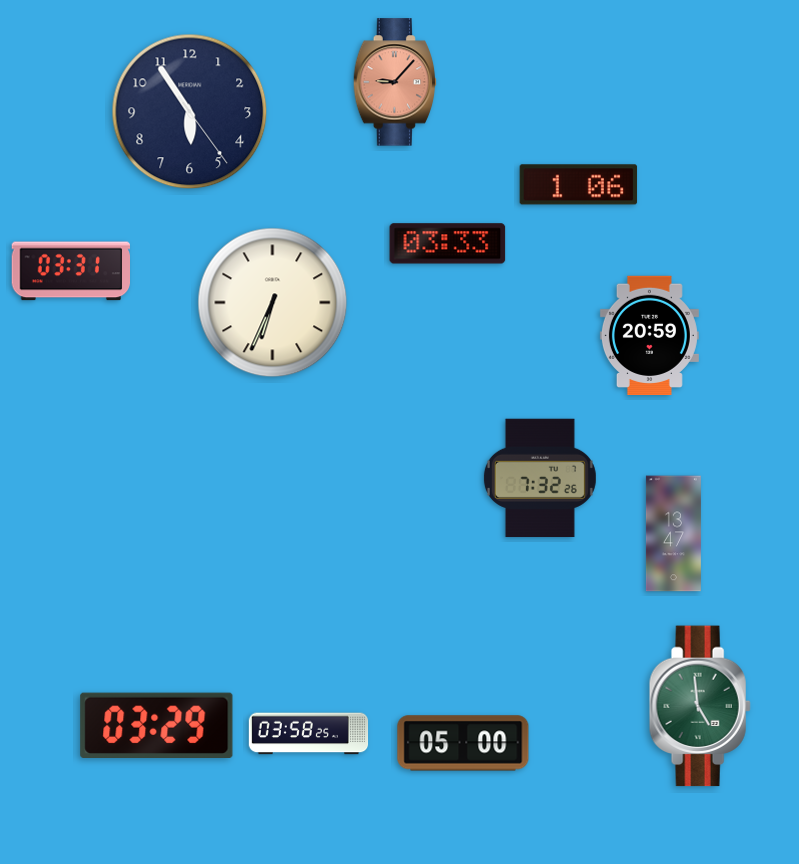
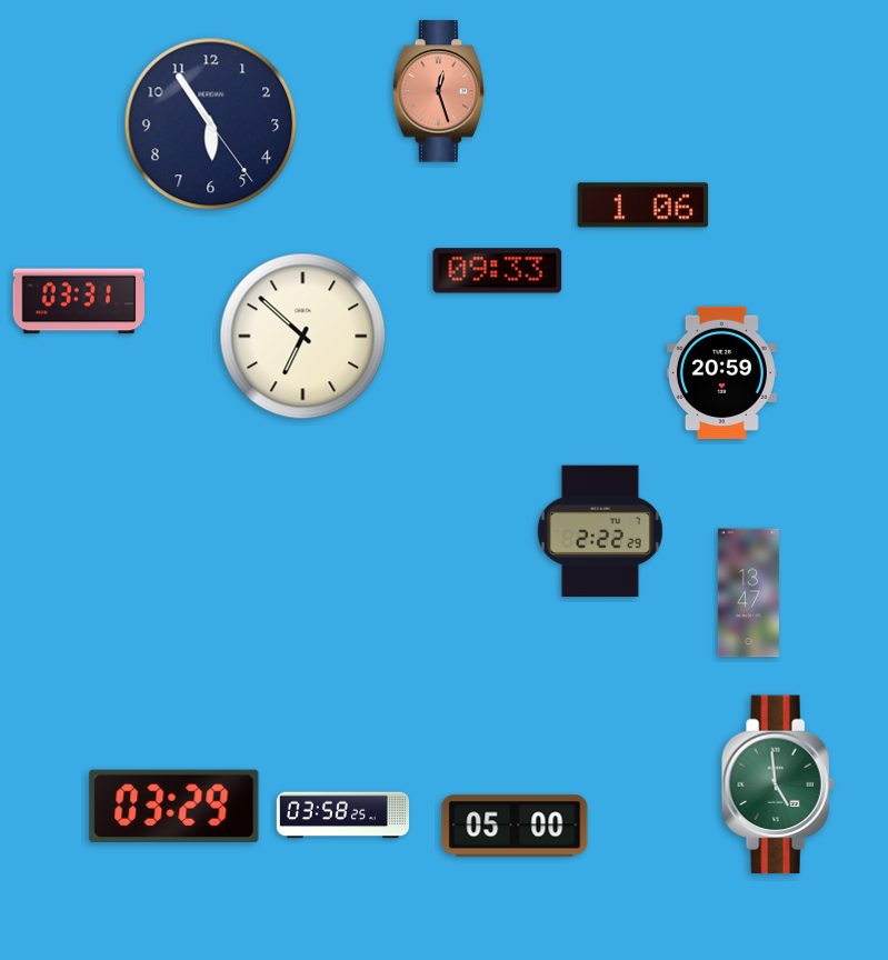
clock at (395, 82): 9:07 -> 12:27
clock at (448, 244): 03:33 -> 09:33
clock at (273, 303): 6:34 -> 6:52
clock at (540, 478): 7:32 -> 2:22
